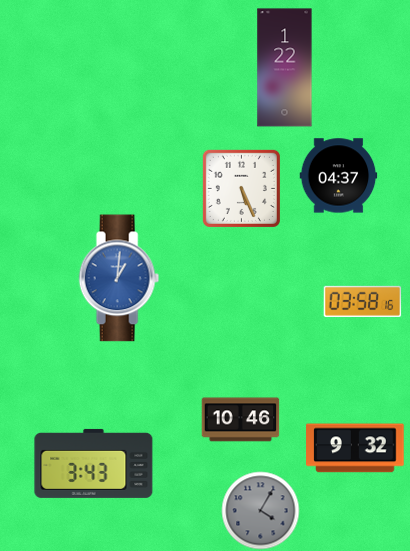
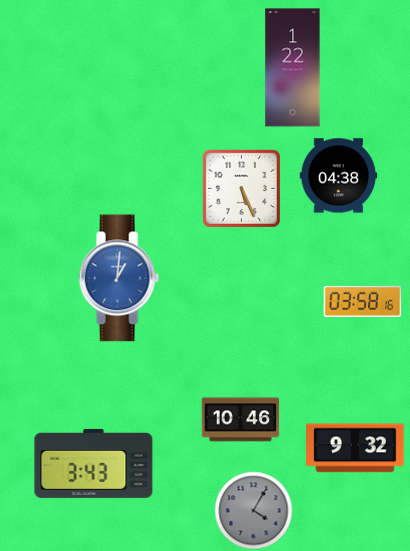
clock at (285, 68) position: (285, 68) -> (293, 68)
clock at (338, 176): 04:37 -> 04:38
clock at (260, 510) position: (260, 510) -> (253, 510)
